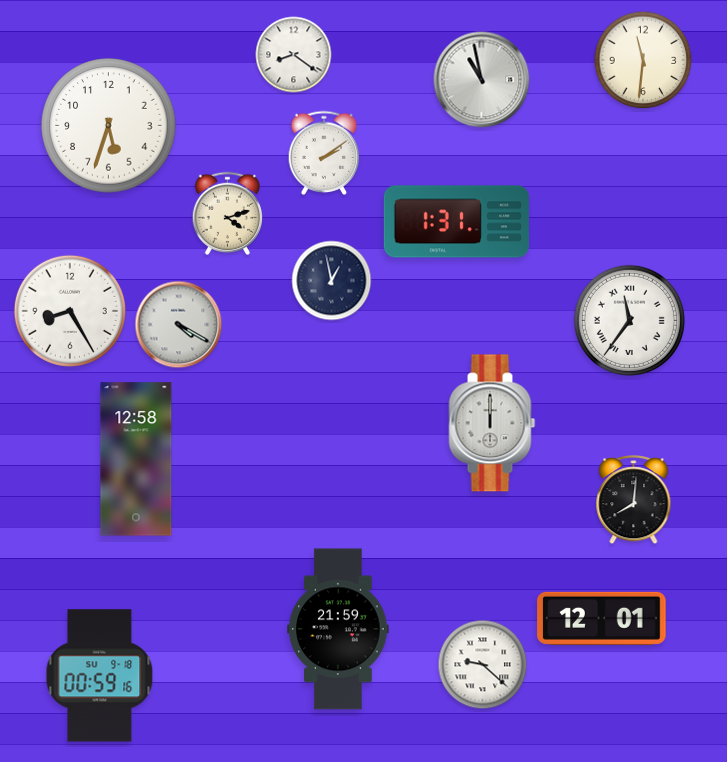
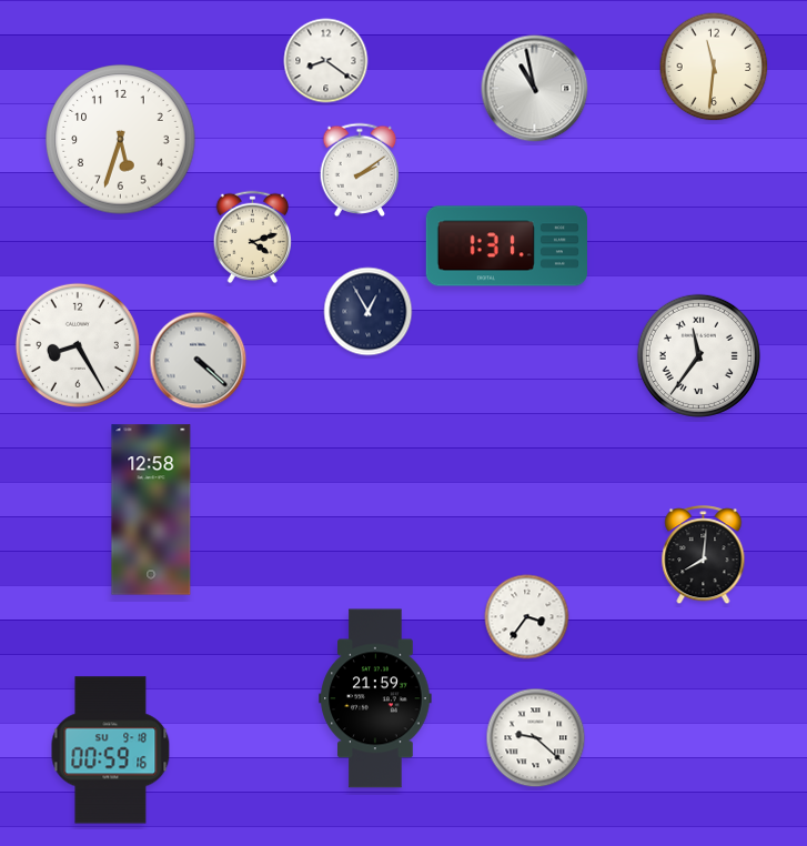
clock at (332, 281): 12:58 -> 12:55
clock at (179, 325): 4:20 -> 4:22
clock at (492, 423): 12:00 -> none
clock at (527, 617): none -> 3:36
clock at (602, 618): 12:01 -> none
